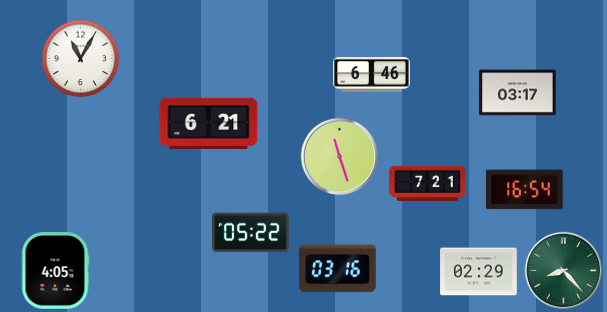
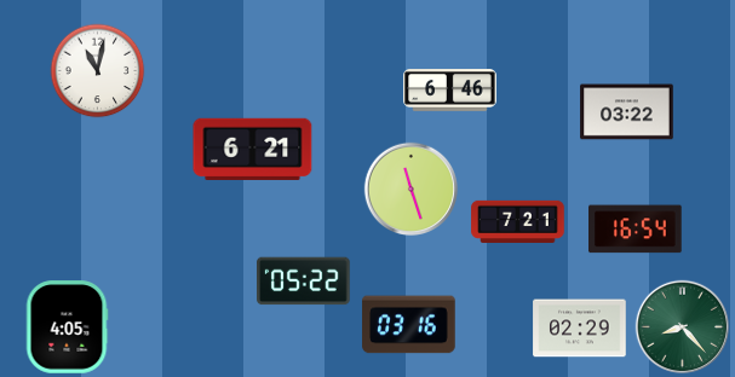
clock at (80, 58): 11:05 -> 11:02
clock at (518, 93): 03:17 -> 03:22
